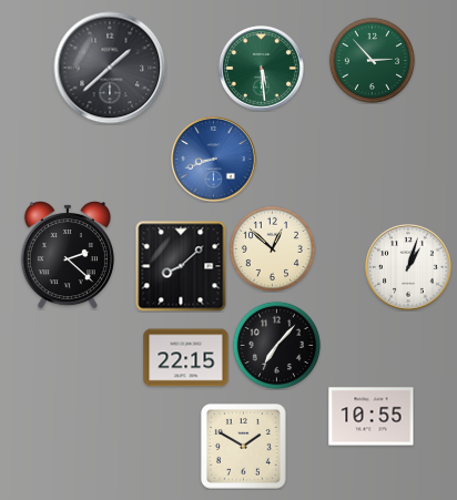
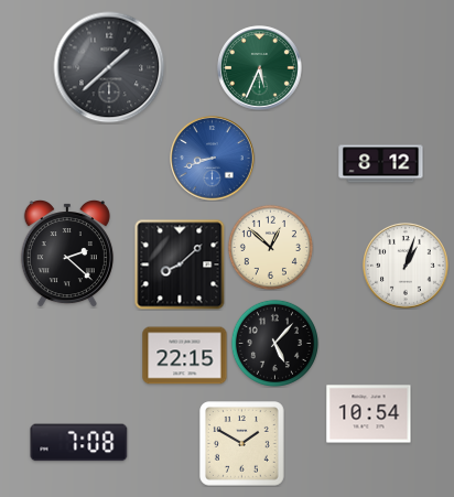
clock at (372, 60): 2:53 -> none
clock at (262, 69): 5:29 -> 5:34
clock at (381, 164): none -> 8:12
clock at (276, 345): 7:07 -> 5:07
clock at (372, 417): 10:55 -> 10:54
clock at (79, 443): none -> 7:08
